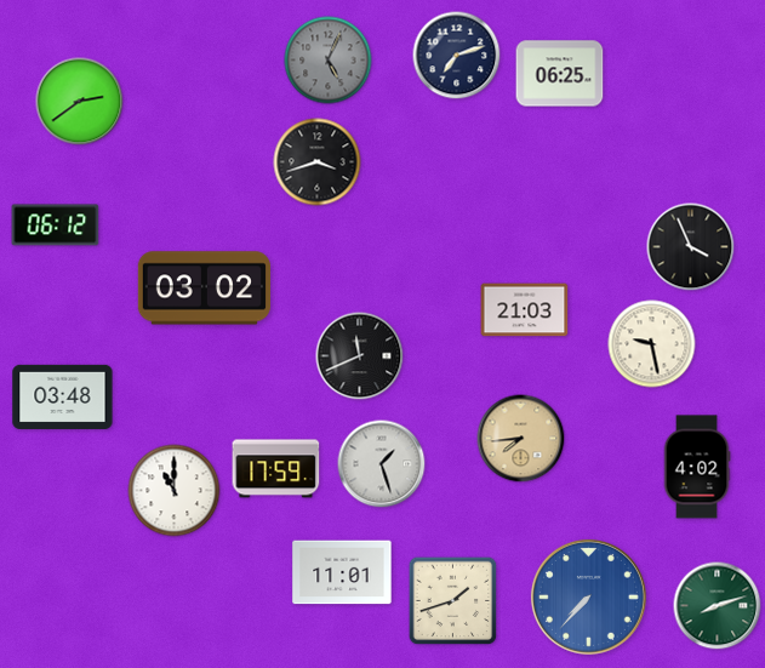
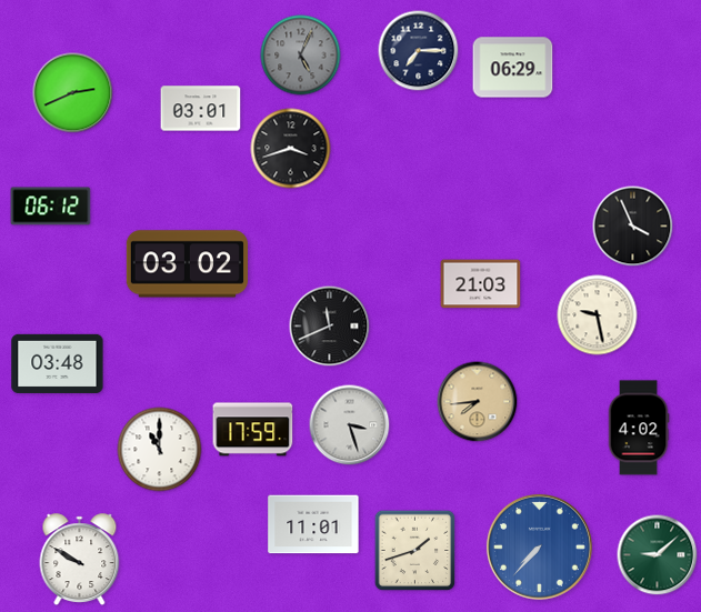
clock at (457, 56): 7:12 -> 7:15
clock at (560, 74): 06:25 -> 06:29
clock at (80, 102): 2:39 -> 2:41
clock at (201, 109): none -> 03:01
clock at (382, 464): 1:27 -> 3:27
clock at (718, 606): 8:12 -> 9:08
clock at (80, 560): none -> 9:50
